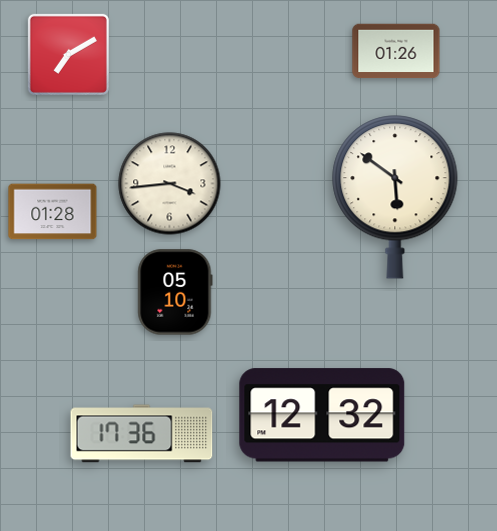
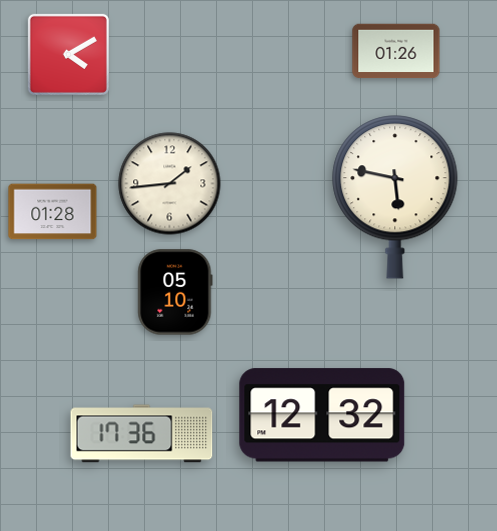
clock at (68, 54): 7:10 -> 4:10
clock at (170, 184): 3:44 -> 1:44
clock at (395, 197): 5:51 -> 5:47
